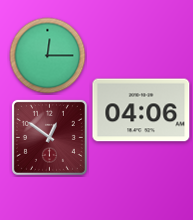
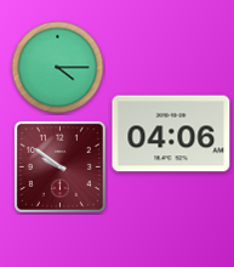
clock at (48, 56): 12:15 -> 4:15
clock at (49, 137): 12:51 -> 9:51
